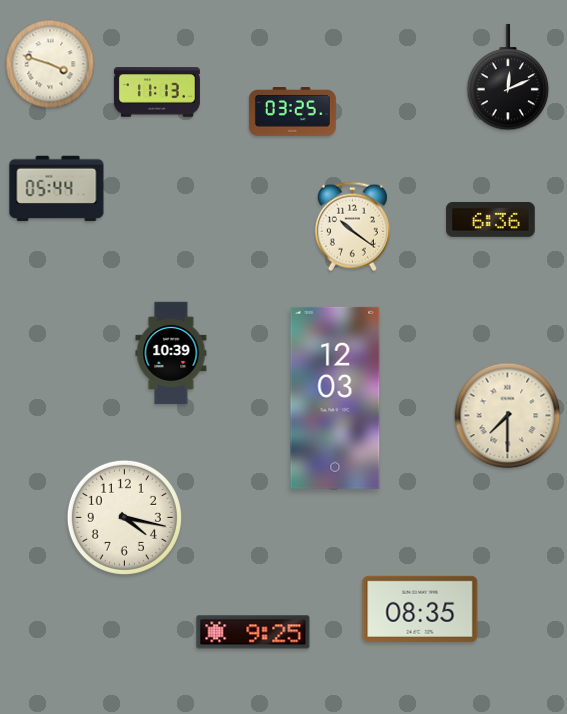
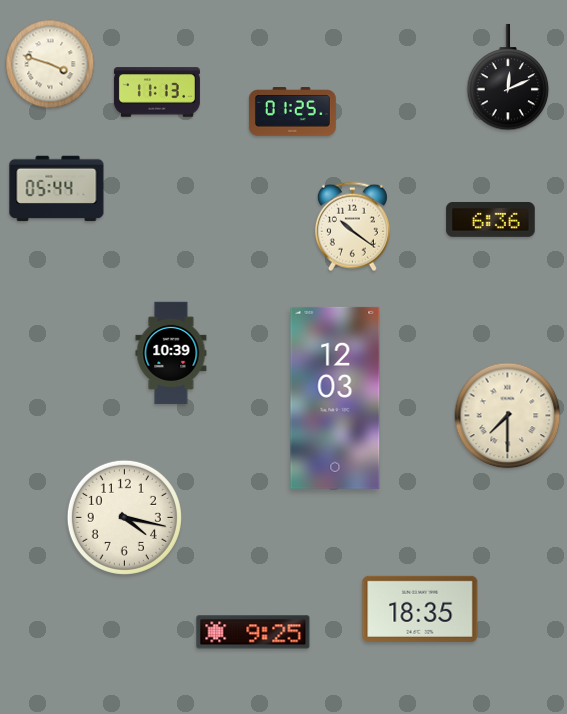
clock at (292, 112): 03:25 -> 01:25
clock at (420, 609): 08:35 -> 18:35
